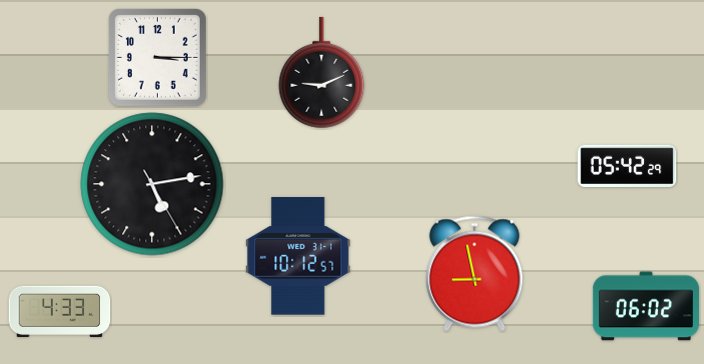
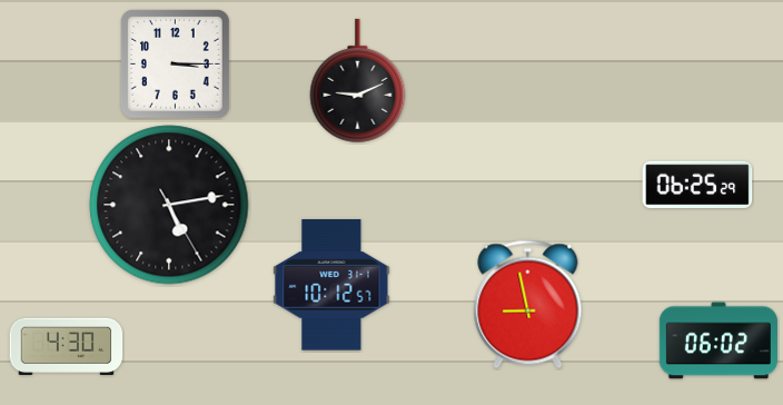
clock at (627, 165): 05:42 -> 06:25
clock at (60, 311): 4:33 -> 4:30
